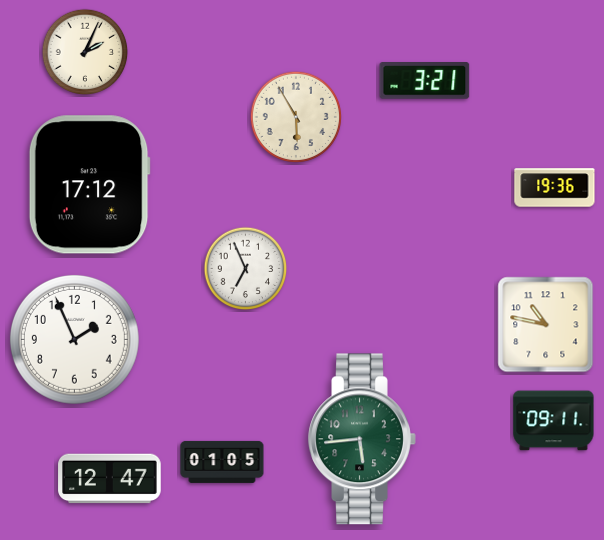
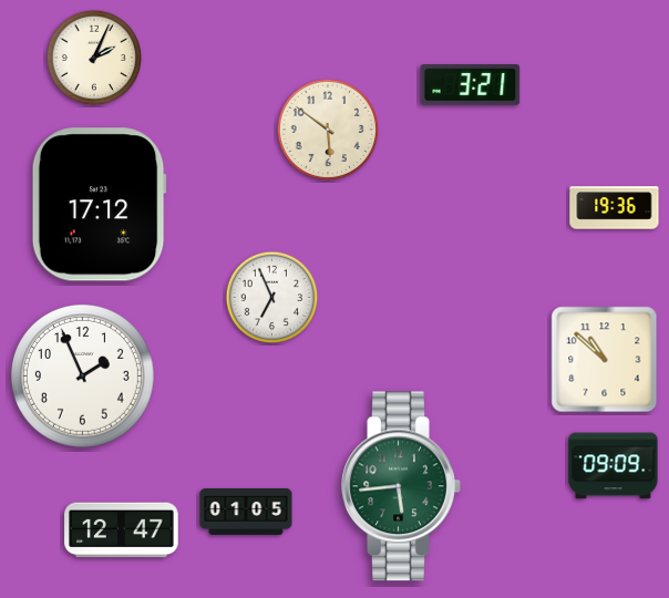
clock at (425, 81) position: (425, 81) -> (471, 85)
clock at (295, 116): 5:55 -> 5:51
clock at (546, 325): 10:47 -> 10:52
clock at (554, 421): 09:11 -> 09:09
